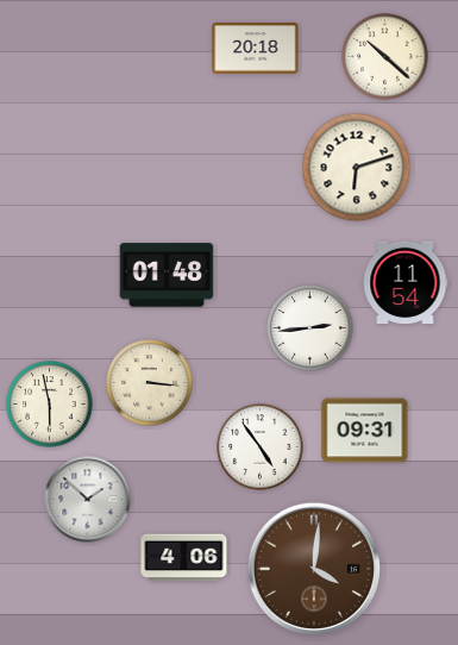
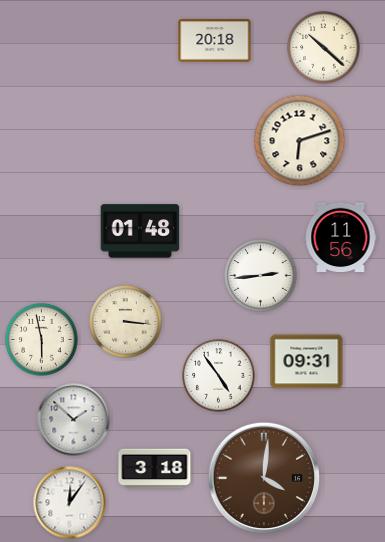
clock at (406, 283): 11:54 -> 11:56
clock at (184, 558): 4:06 -> 3:18
clock at (70, 503): none -> 12:06
